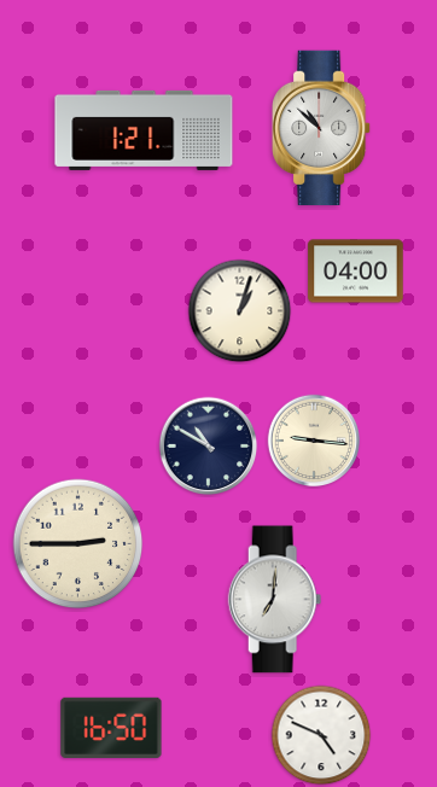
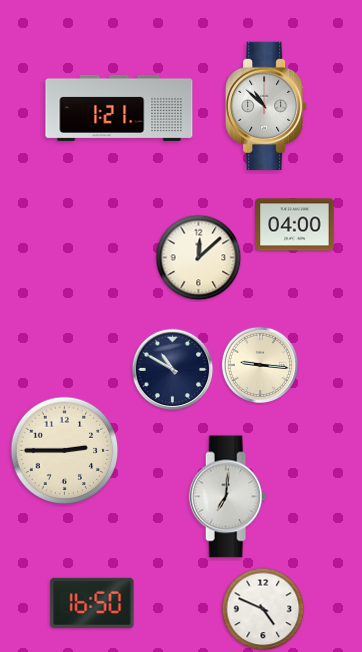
clock at (240, 311): 1:03 -> 12:08
clock at (321, 735) position: (321, 735) -> (263, 609)
